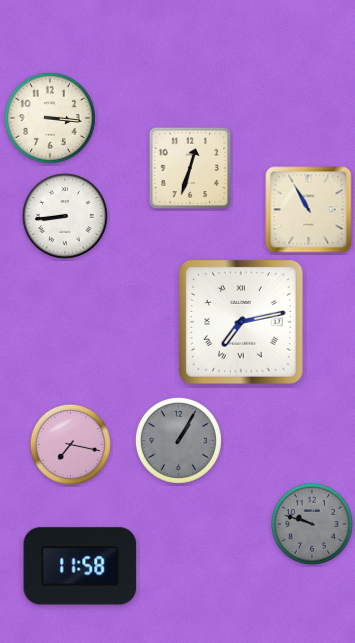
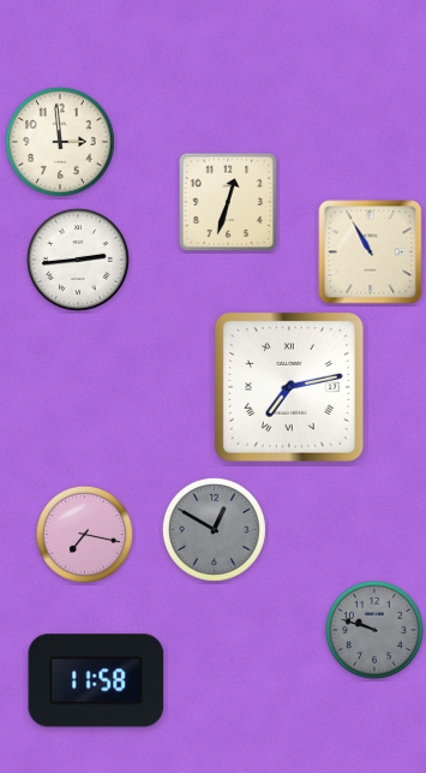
clock at (50, 118): 3:16 -> 2:59
clock at (65, 216): 8:44 -> 2:44
clock at (178, 440): 1:05 -> 12:50
